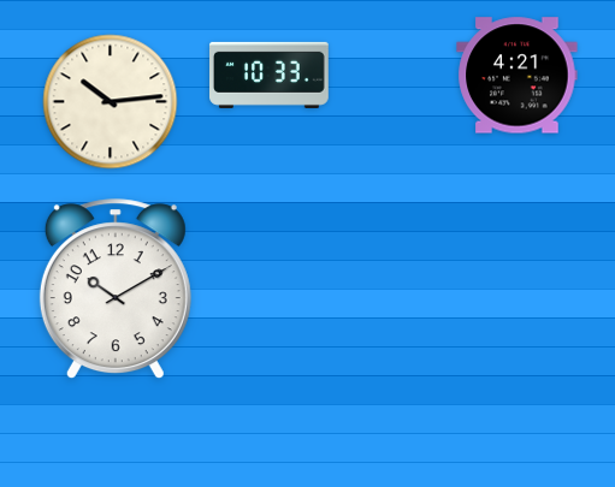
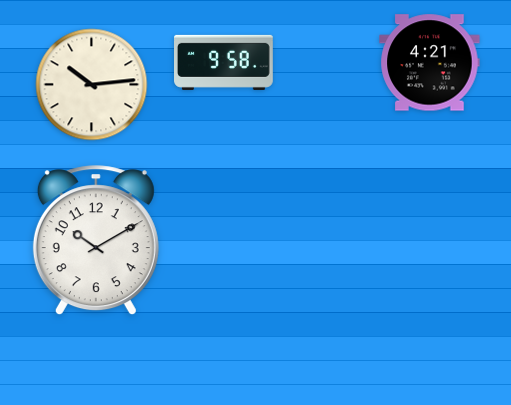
clock at (270, 75): 10:33 -> 9:58
